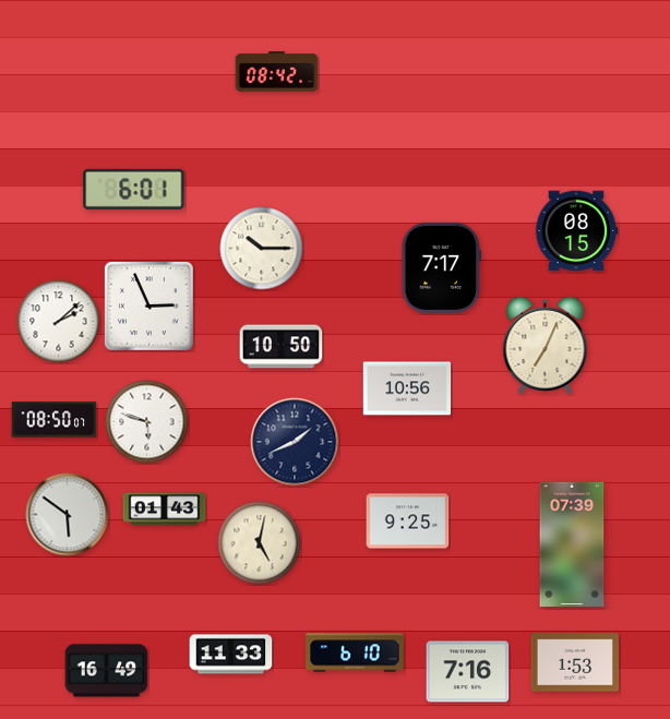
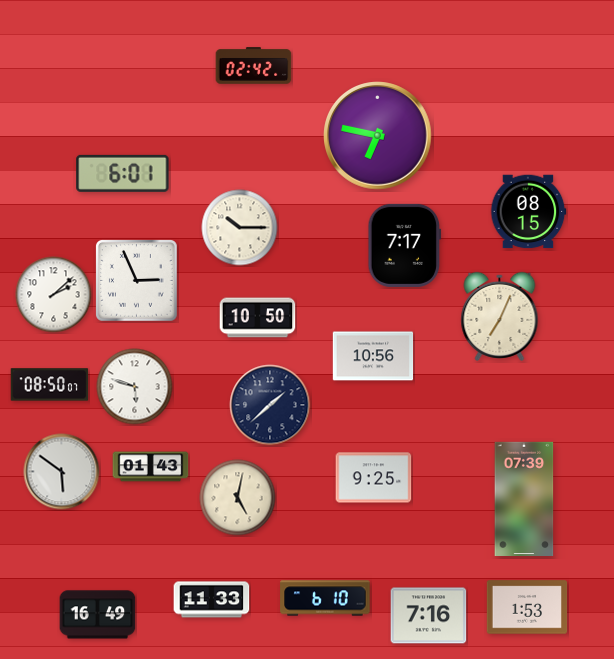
clock at (277, 72): 08:42 -> 02:42
clock at (378, 136): none -> 6:47
clock at (295, 442): 1:41 -> 1:38
